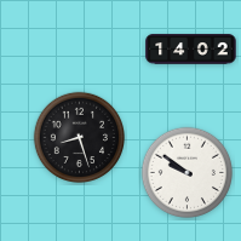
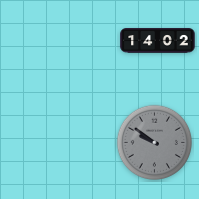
clock at (80, 138): 8:27 -> none
clock at (188, 173) dial: white -> grey
